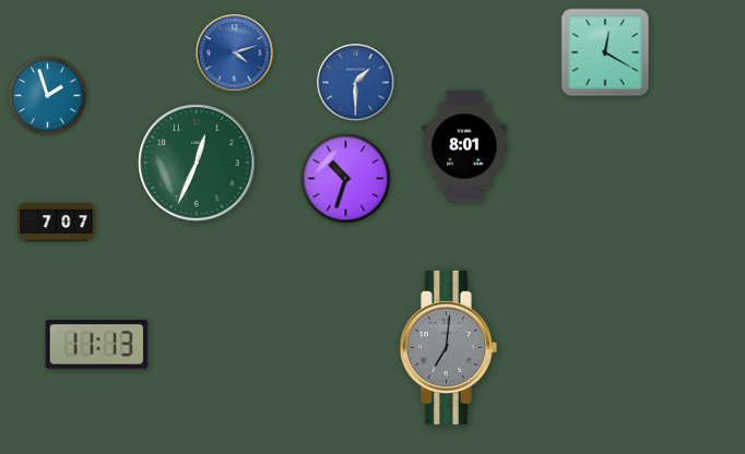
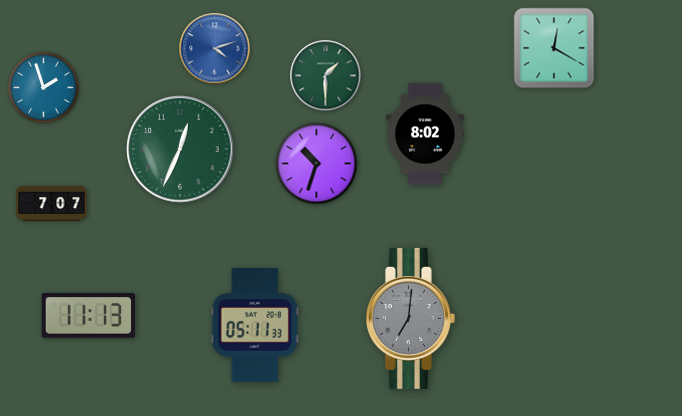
clock at (356, 83) dial: blue -> green
clock at (465, 146): 8:01 -> 8:02
clock at (255, 325): none -> 05:11
